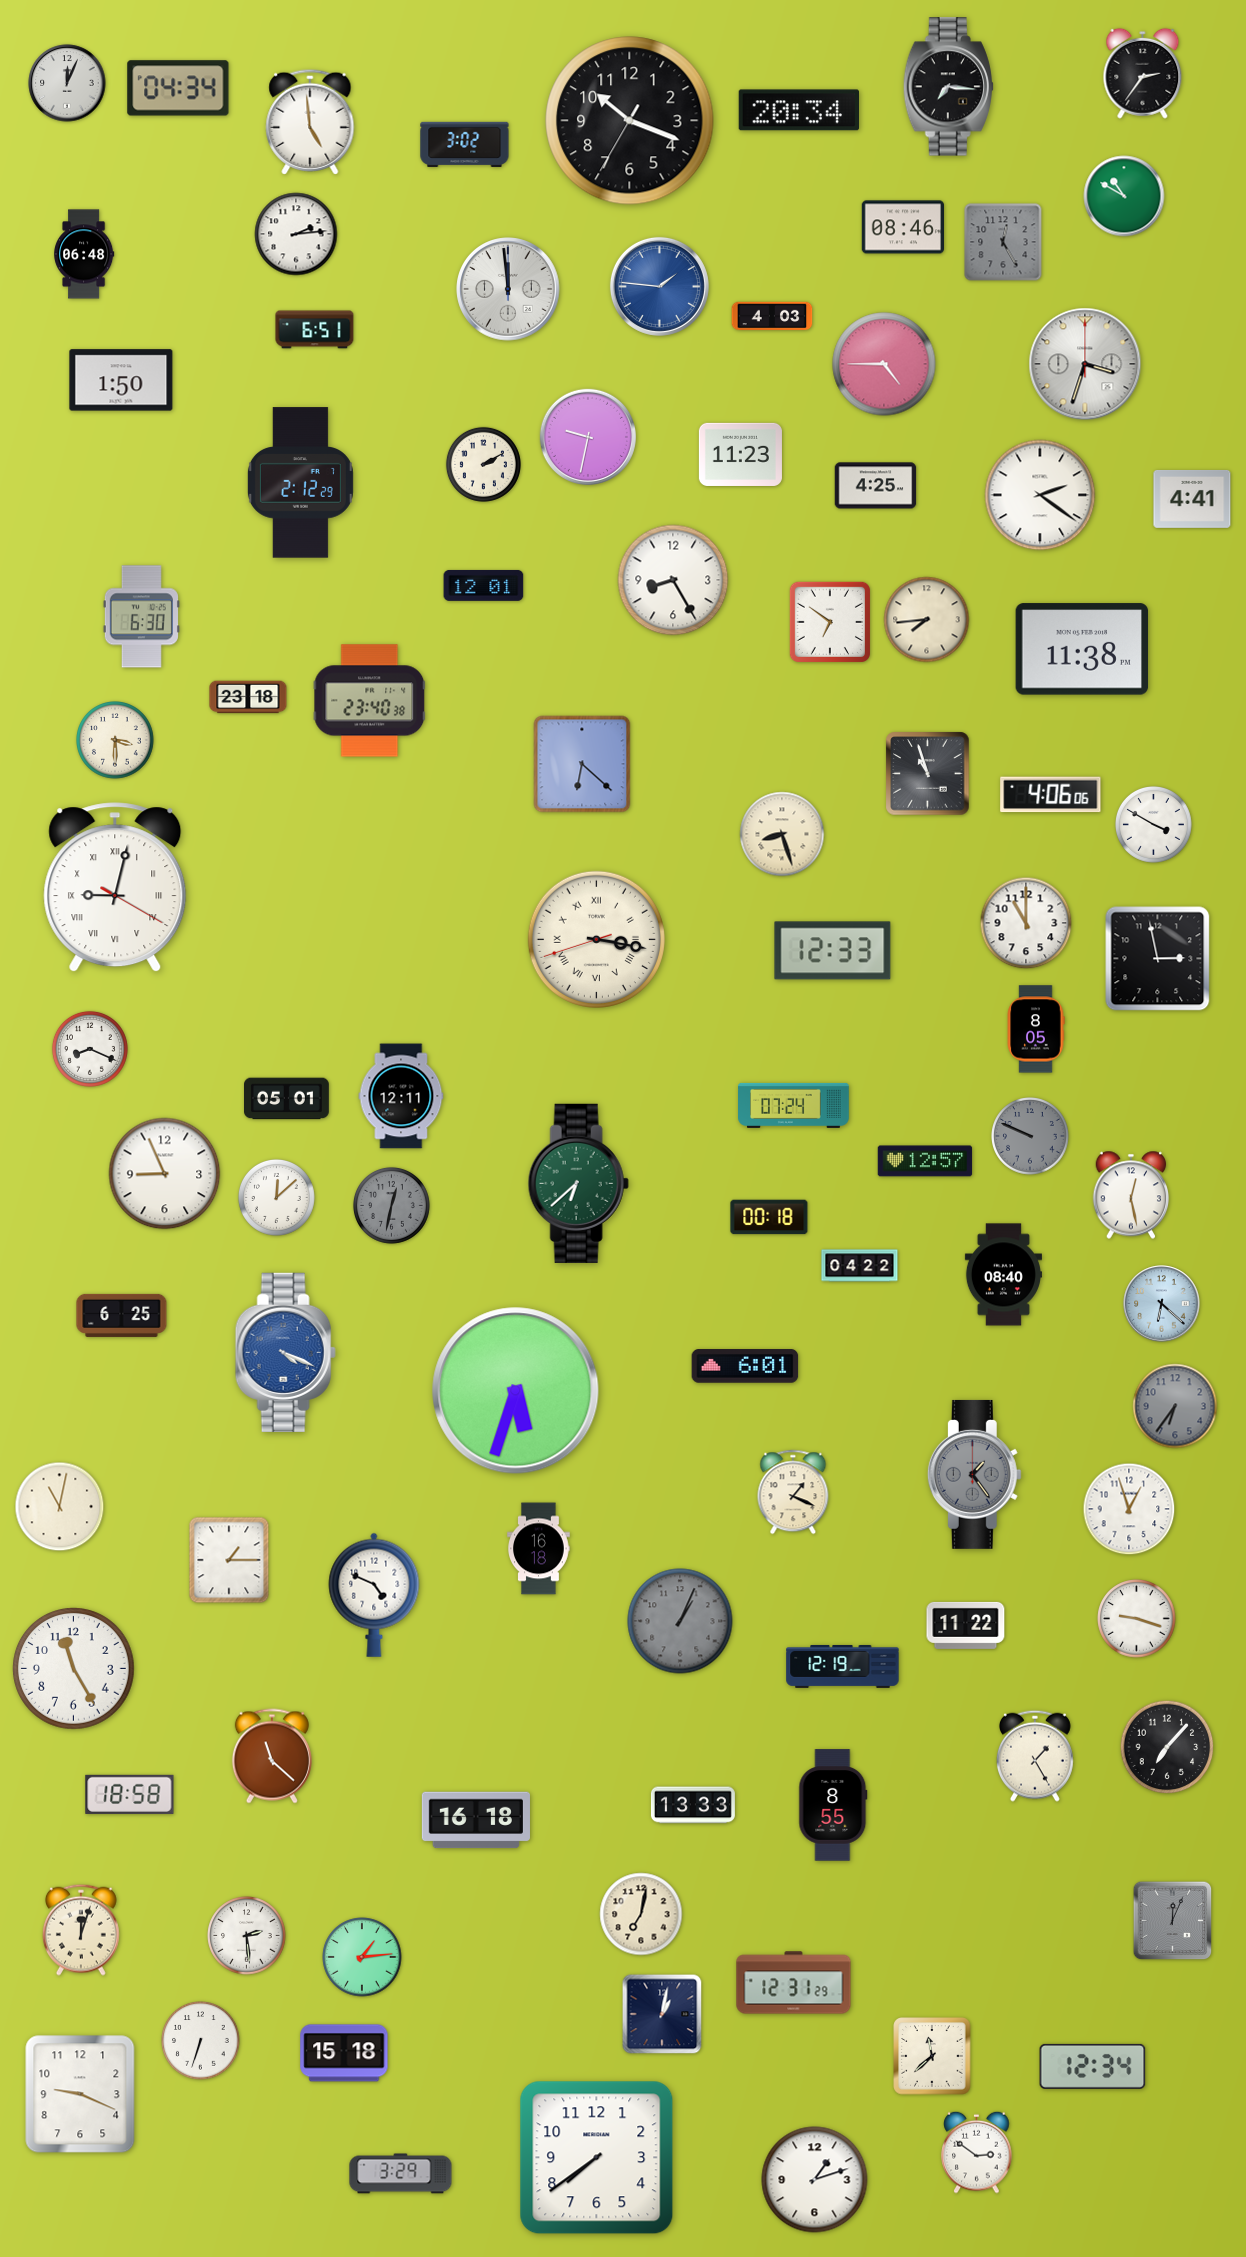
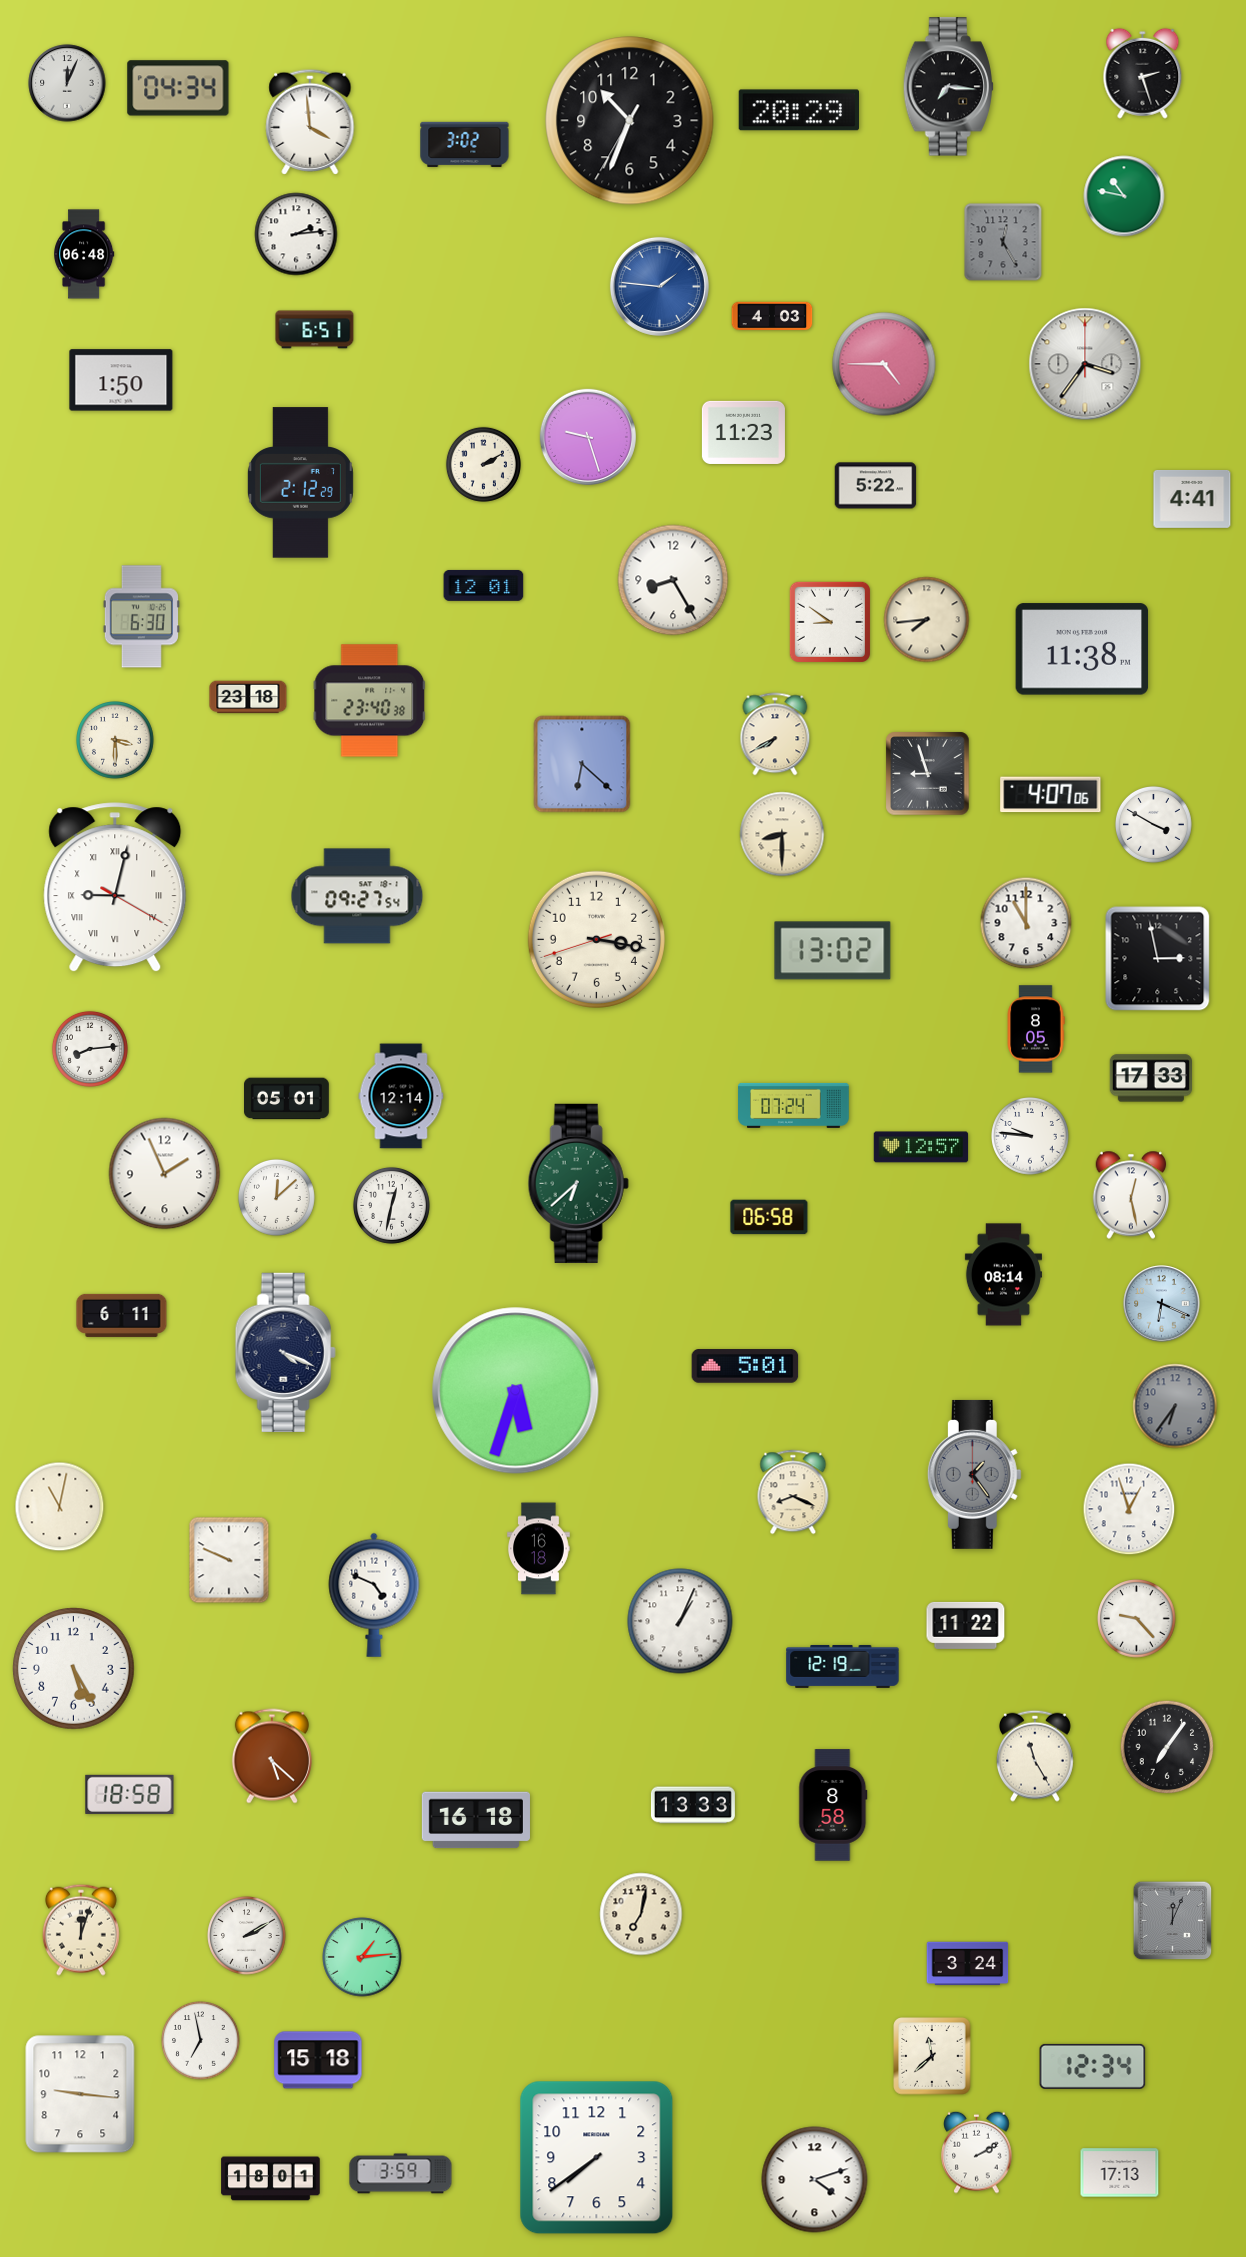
clock at (1143, 73): 2:36 -> 2:27
clock at (798, 110): 20:34 -> 20:29
clock at (630, 121): 10:18 -> 10:33
clock at (310, 122): 4:59 -> 3:59
clock at (1124, 196): 10:50 -> 10:47
clock at (902, 227): 08:46 -> none
clock at (508, 289): 11:59 -> none
clock at (1085, 364): 3:33 -> 3:36
clock at (587, 436): 9:32 -> 9:27
clock at (740, 454) position: (740, 454) -> (743, 432)
clock at (876, 486): 4:25 -> 5:22
clock at (1040, 495): 2:21 -> none
clock at (830, 622): 6:51 -> 8:51
clock at (775, 734): none -> 7:40
clock at (928, 774): 10:57 -> 8:57
clock at (1051, 795): 4:06 -> 4:07
clock at (782, 834): 8:27 -> 8:30
clock at (357, 896): none -> 09:27
clock at (596, 939) numerals: Roman -> Arabic
clock at (833, 951): 12:33 -> 13:02
clock at (90, 1049): 8:19 -> 8:14
clock at (1150, 1078): none -> 17:33
clock at (401, 1096): 12:11 -> 12:14
clock at (1031, 1137): 9:49 -> 9:46
clock at (1031, 1137) dial: grey -> white
clock at (925, 1161) position: (925, 1161) -> (921, 1147)
clock at (165, 1174): 8:56 -> 1:56
clock at (391, 1205) dial: grey -> white
clock at (769, 1217): 00:18 -> 06:58
clock at (860, 1266): 04:22 -> none
clock at (1003, 1275): 08:40 -> 08:14
clock at (1162, 1304): 6:22 -> 6:19
clock at (122, 1315): 6:25 -> 6:11
clock at (285, 1352) dial: blue -> navy
clock at (745, 1366): 6:01 -> 5:01
clock at (793, 1492): 1:19 -> 8:19
clock at (229, 1560): 1:15 -> 9:49
clock at (1137, 1619): 9:18 -> 9:23
clock at (680, 1621) dial: grey -> white
clock at (74, 1669): 11:25 -> 5:25
clock at (1167, 1747): 7:07 -> 7:06
clock at (272, 1756): 11:22 -> 5:22
clock at (1035, 1756): 1:25 -> 11:25
clock at (833, 1805): 8:55 -> 8:58
clock at (247, 1936): 2:29 -> 2:10
clock at (968, 1964): none -> 3:24
clock at (794, 1983): 12:31 -> none
clock at (662, 2014): 1:02 -> none
clock at (201, 2041): 6:33 -> 6:58
clock at (344, 2053) position: (344, 2053) -> (318, 2060)
clock at (80, 2094): 9:19 -> 9:16
clock at (977, 2152): 2:51 -> 2:10
clock at (1120, 2173): none -> 17:13
clock at (401, 2174): 3:29 -> 3:59
clock at (271, 2179): none -> 18:01
clock at (815, 2180): 1:12 -> 4:12
